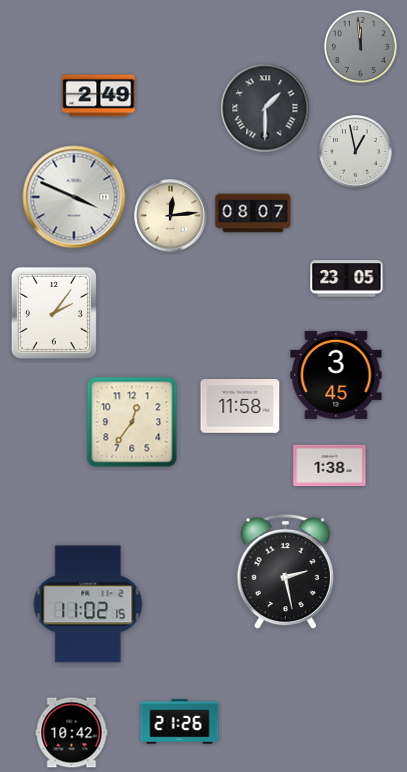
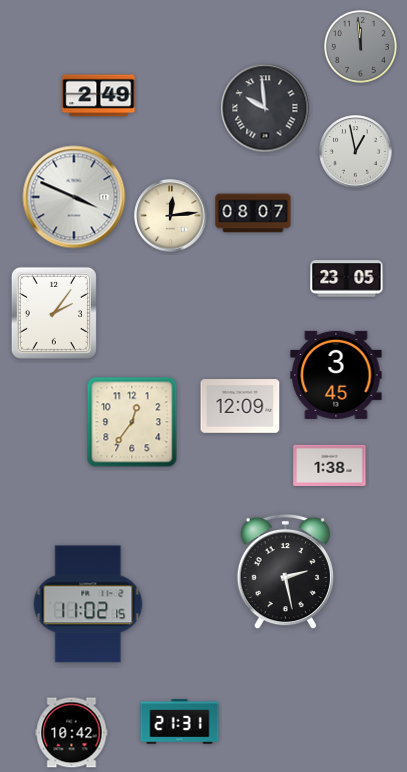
clock at (265, 108): 1:30 -> 9:59
clock at (240, 406): 11:58 -> 12:09
clock at (180, 722): 21:26 -> 21:31
